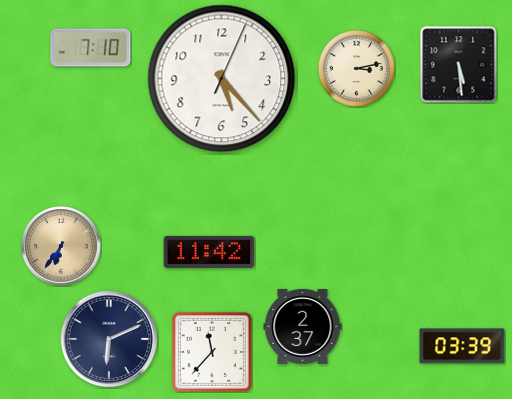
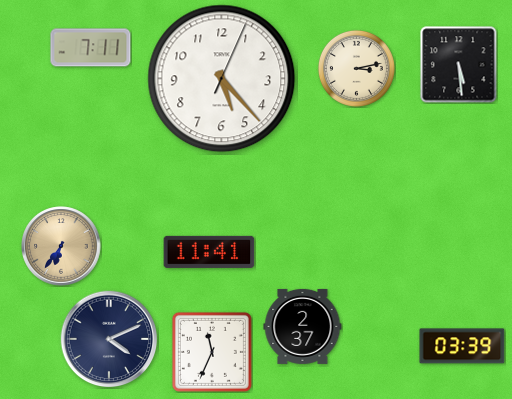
clock at (91, 48): 7:10 -> 7:11
clock at (209, 252): 11:42 -> 11:41
clock at (109, 339): 6:11 -> 4:11
clock at (212, 352): 11:37 -> 11:34
